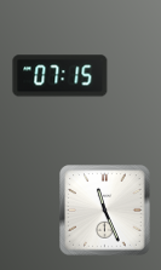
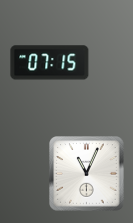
clock at (105, 211): 11:26 -> 11:04
